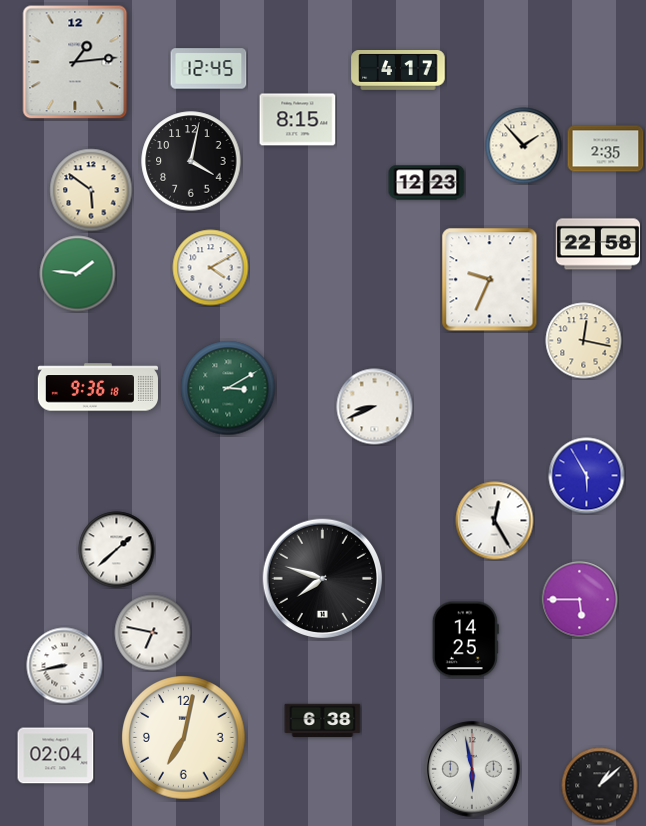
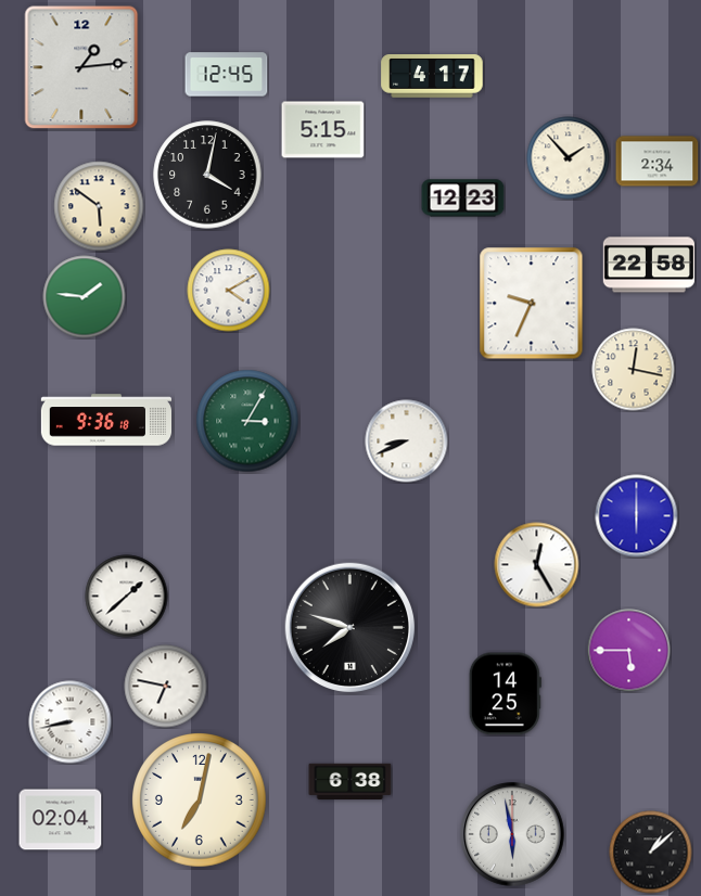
clock at (298, 120): 8:15 -> 5:15
clock at (606, 149): 2:35 -> 2:34
clock at (228, 388): 3:10 -> 3:05
clock at (587, 476): 5:55 -> 6:00
